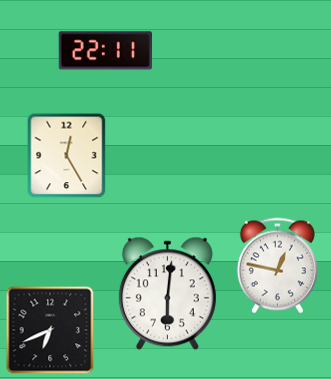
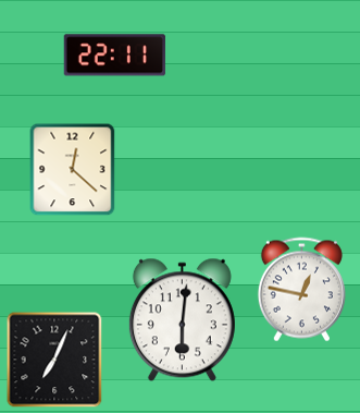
clock at (67, 155): 12:25 -> 12:22
clock at (50, 330): 6:41 -> 7:04
